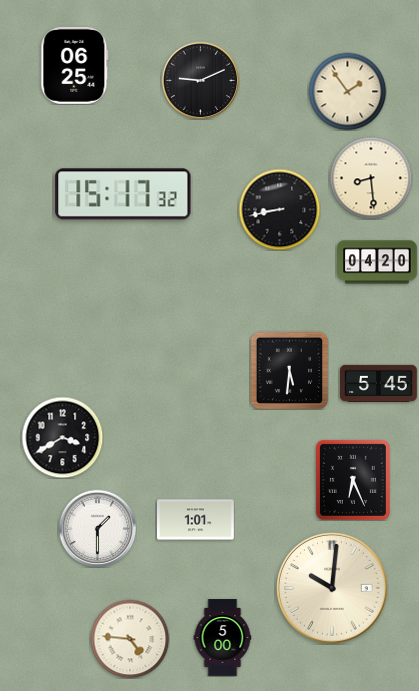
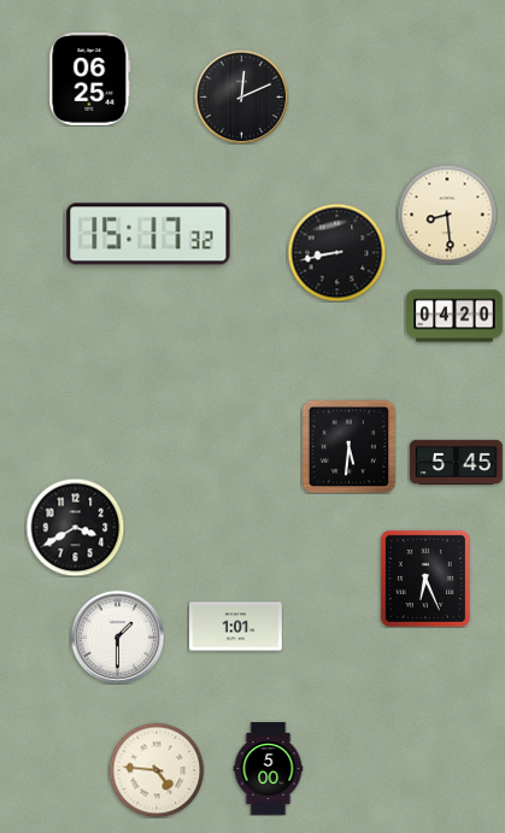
clock at (200, 80): 9:11 -> 12:11
clock at (347, 91): 1:54 -> none
clock at (332, 588): 10:01 -> none
